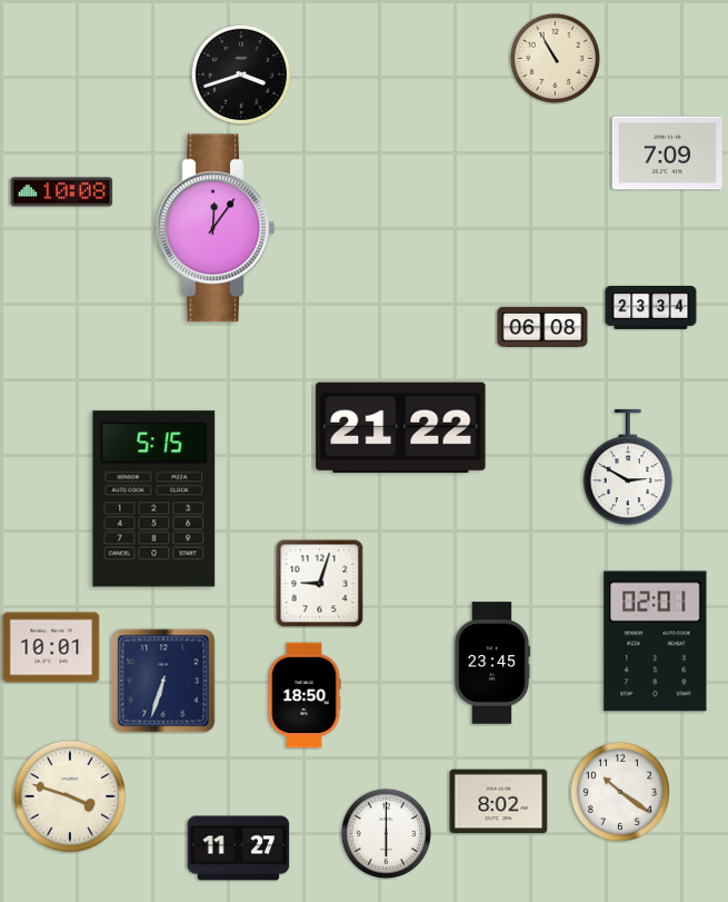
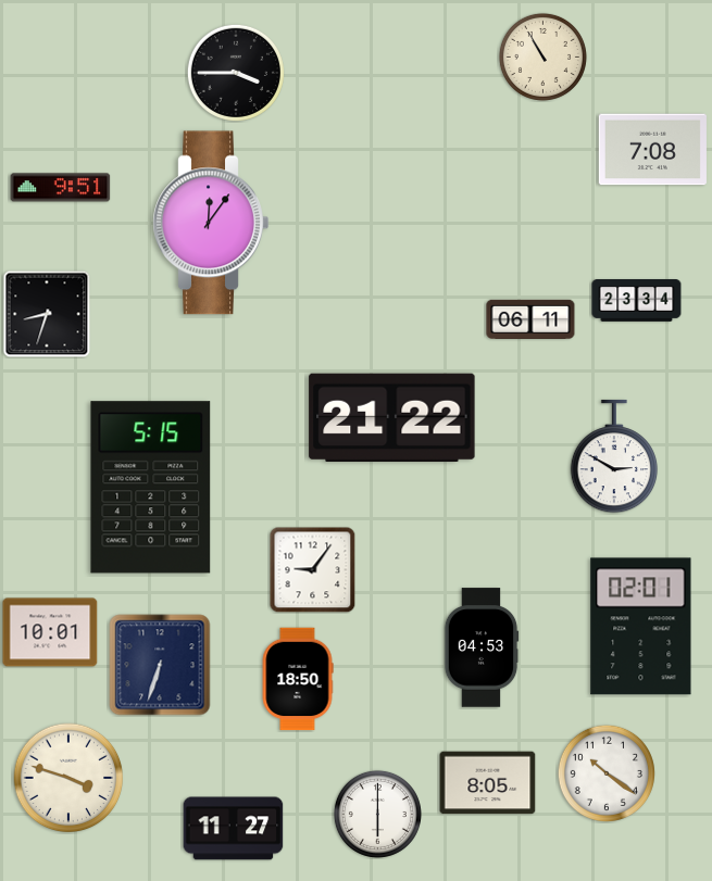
clock at (241, 75): 3:42 -> 3:45
clock at (667, 153): 7:09 -> 7:08
clock at (62, 192): 10:08 -> 9:51
clock at (47, 314): none -> 8:33
clock at (542, 326): 06:08 -> 06:11
clock at (319, 583): 9:03 -> 9:06
clock at (492, 663): 23:45 -> 04:53
clock at (499, 802): 8:02 -> 8:05
